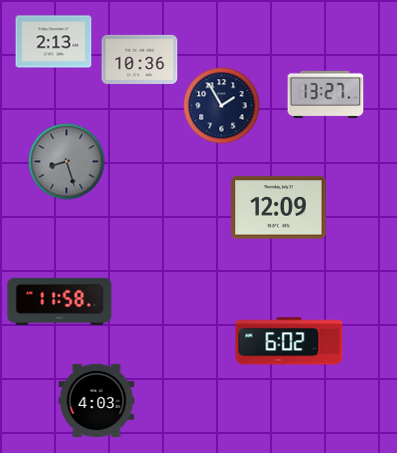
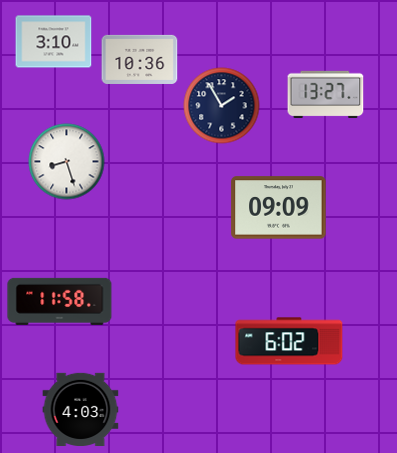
clock at (54, 42): 2:13 -> 3:10
clock at (67, 162) dial: grey -> white
clock at (279, 208): 12:09 -> 09:09
clock at (97, 400) position: (97, 400) -> (81, 409)
